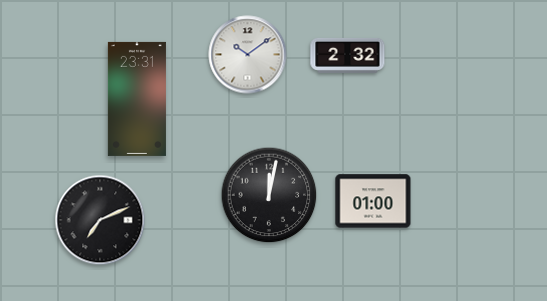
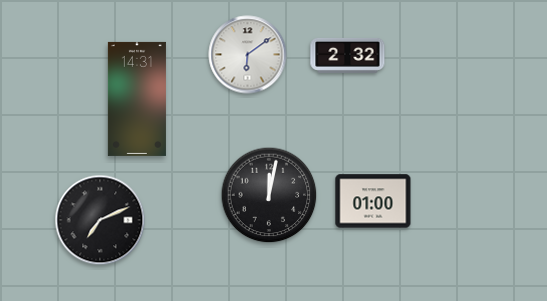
clock at (248, 55): 10:09 -> 6:09
clock at (137, 99): 23:31 -> 14:31
